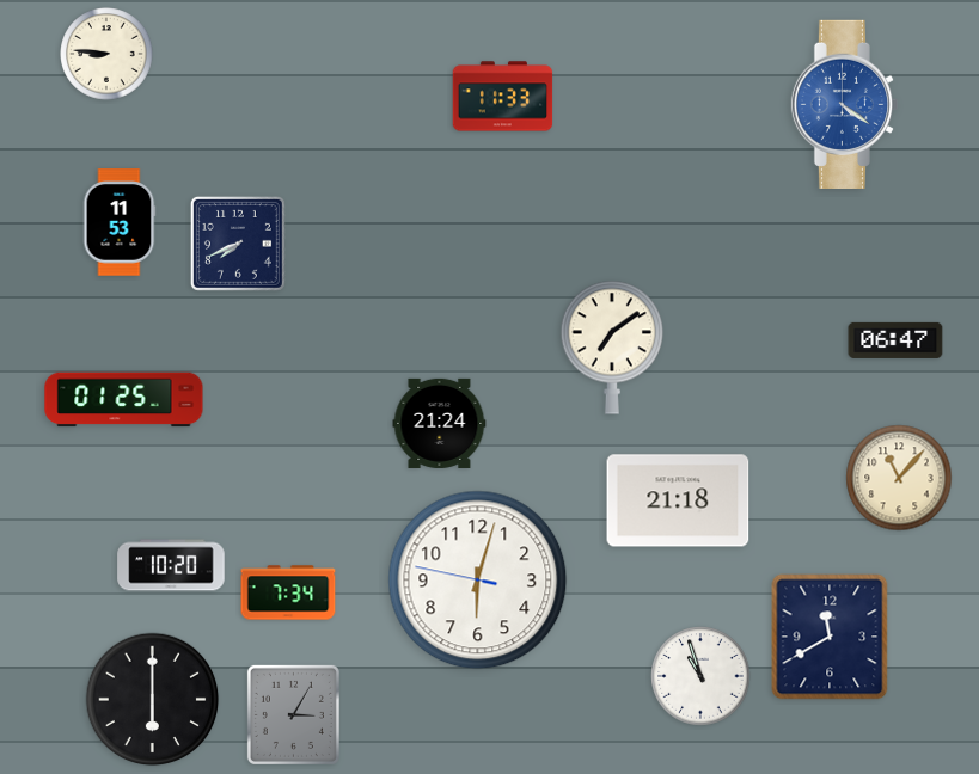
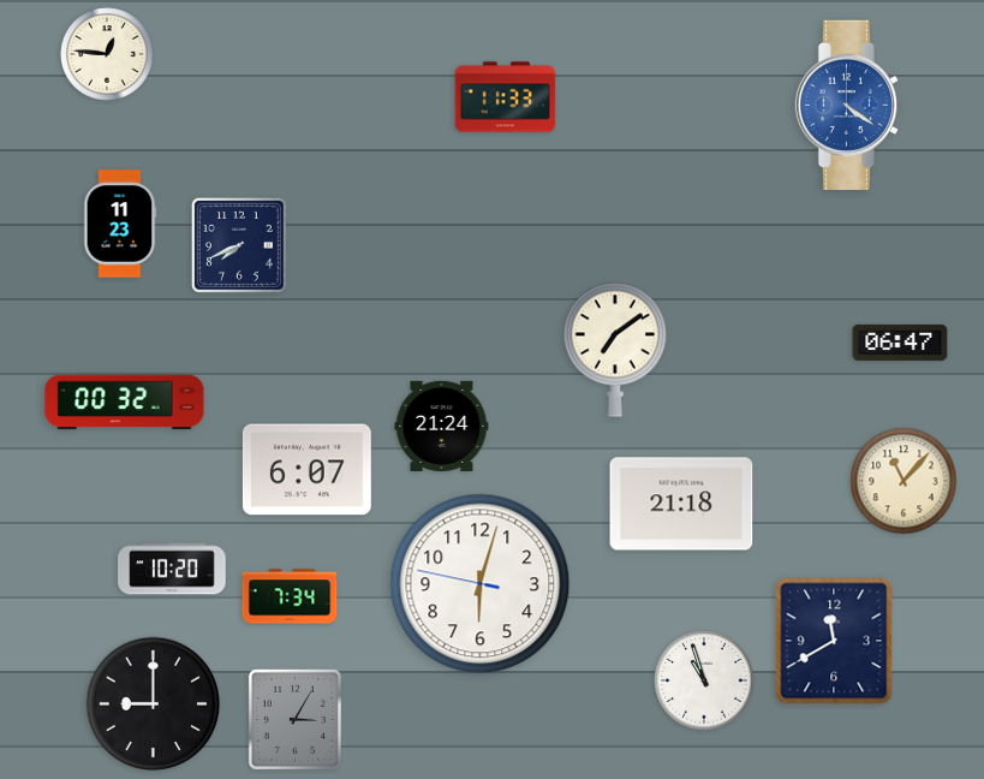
clock at (106, 54): 8:46 -> 12:46
clock at (120, 222): 11:53 -> 11:23
clock at (124, 400): 01:25 -> 00:32
clock at (306, 470): none -> 6:07
clock at (153, 700): 6:00 -> 9:00
